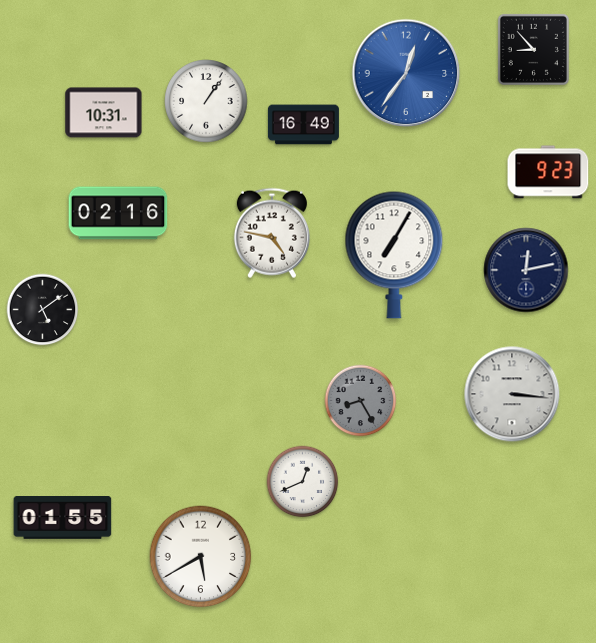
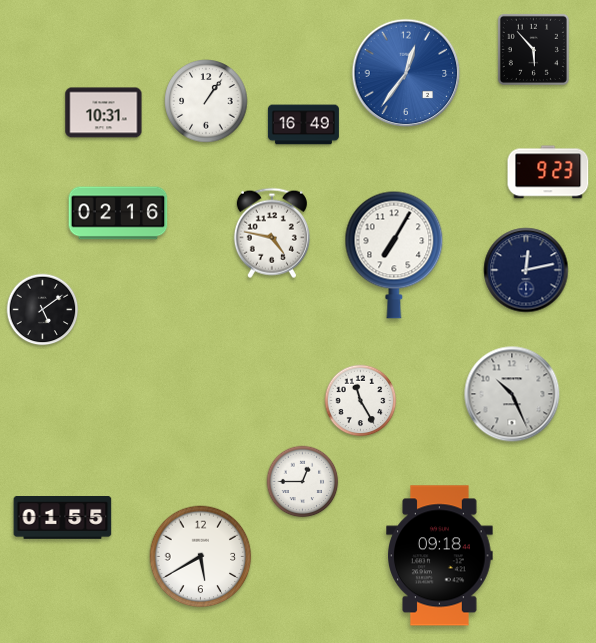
clock at (533, 49): 8:53 -> 5:53
clock at (512, 394): 3:16 -> 10:26
clock at (361, 401): 8:25 -> 11:25
clock at (361, 401) dial: grey -> white
clock at (303, 482): 12:41 -> 12:45
clock at (440, 556): none -> 09:18
